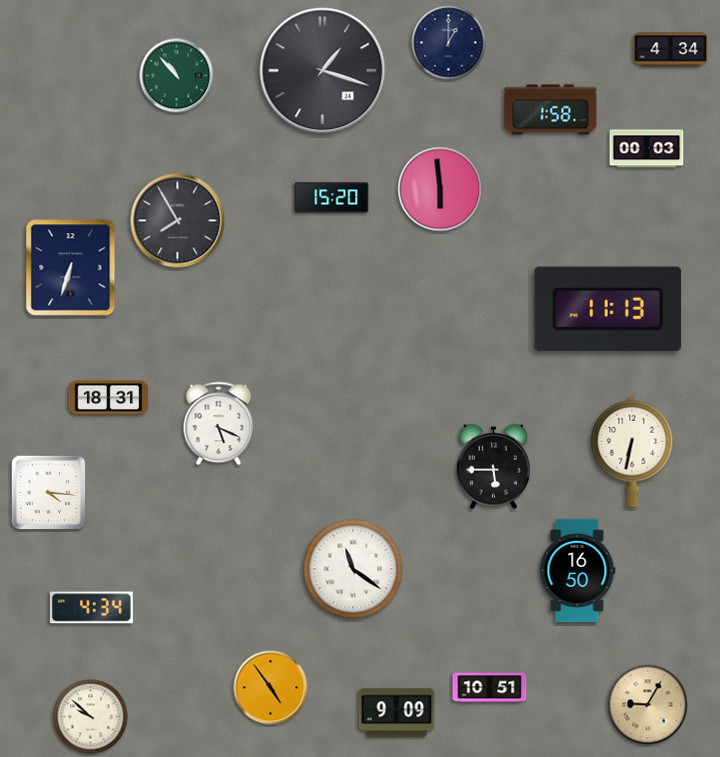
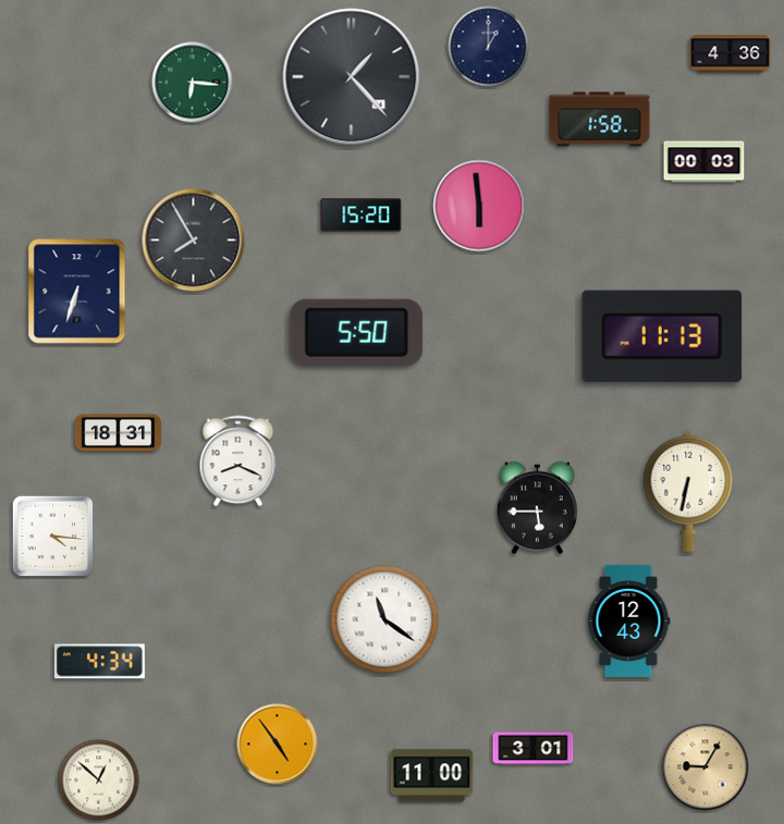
clock at (671, 50): 4:34 -> 4:36
clock at (323, 71): 1:18 -> 1:23
clock at (177, 76): 10:53 -> 6:16
clock at (357, 332): none -> 5:50
clock at (219, 424): 5:19 -> 8:19
clock at (577, 570): 16:50 -> 12:43
clock at (271, 688) position: (271, 688) -> (278, 745)
clock at (490, 688): 10:51 -> 3:01
clock at (397, 713): 9:09 -> 11:00
clock at (91, 717): 9:52 -> 12:52
